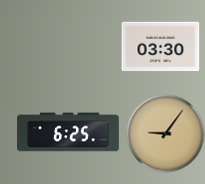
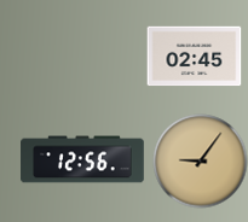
clock at (160, 47): 03:30 -> 02:45
clock at (68, 132): 6:25 -> 12:56
